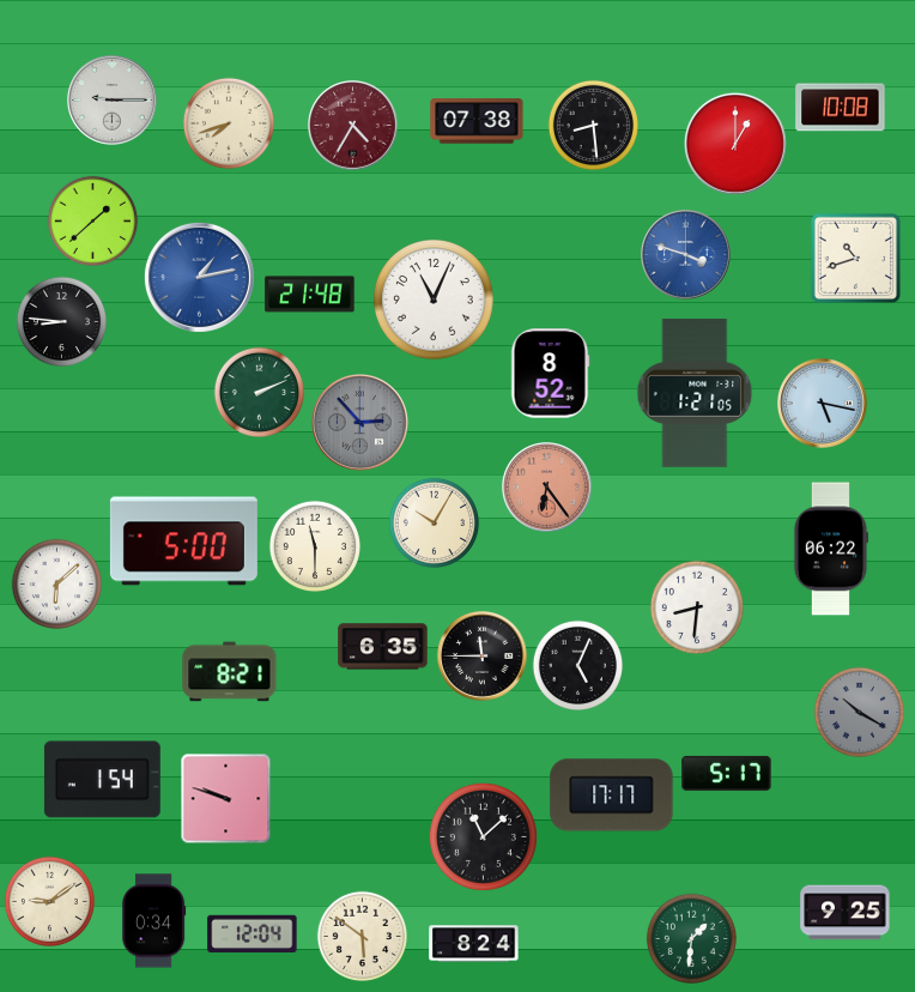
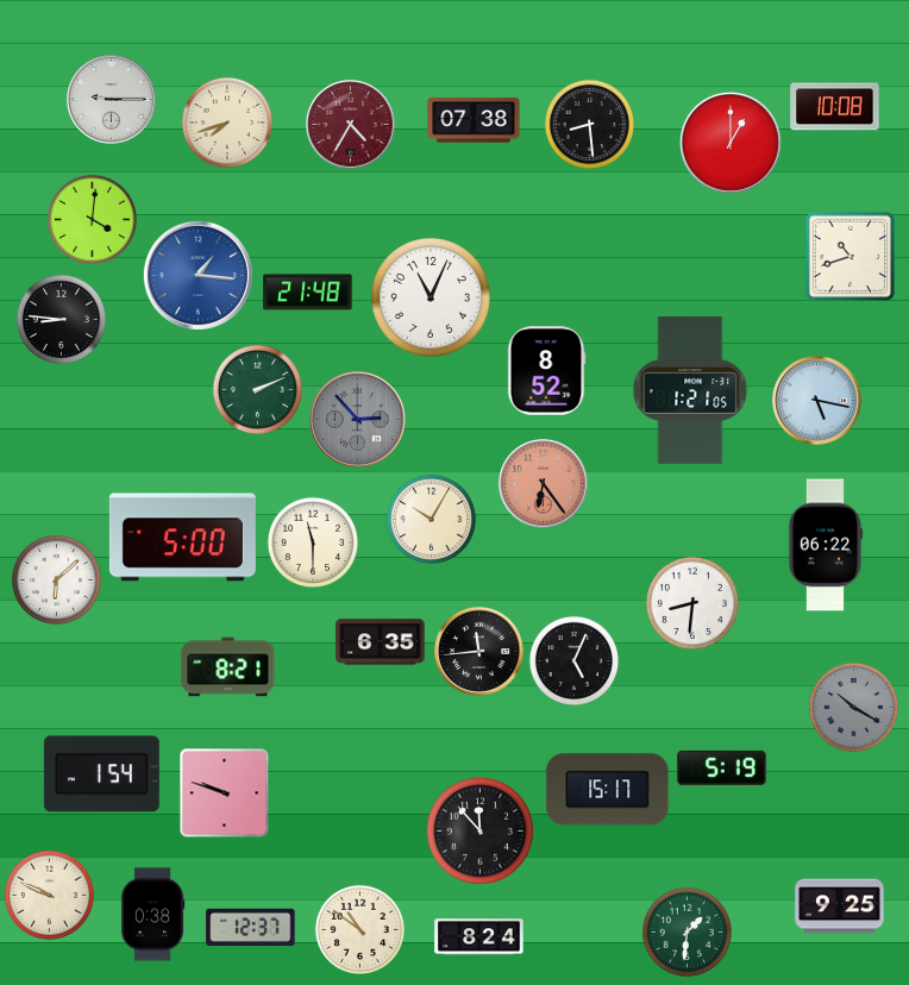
clock at (92, 220): 1:38 -> 4:01
clock at (686, 255): 3:48 -> none
clock at (199, 277): 1:13 -> 1:16
clock at (483, 657): 11:45 -> 11:44
clock at (727, 773): 5:17 -> 5:19
clock at (612, 796): 17:17 -> 15:17
clock at (483, 836): 11:08 -> 11:53
clock at (49, 901): 9:09 -> 9:49
clock at (153, 921): 0:34 -> 0:38
clock at (253, 933): 12:04 -> 12:37
clock at (362, 936): 5:51 -> 10:51
clock at (474, 944) position: (474, 944) -> (479, 937)
